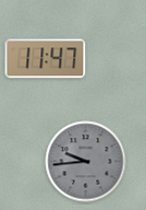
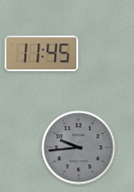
clock at (46, 59): 11:47 -> 11:45
